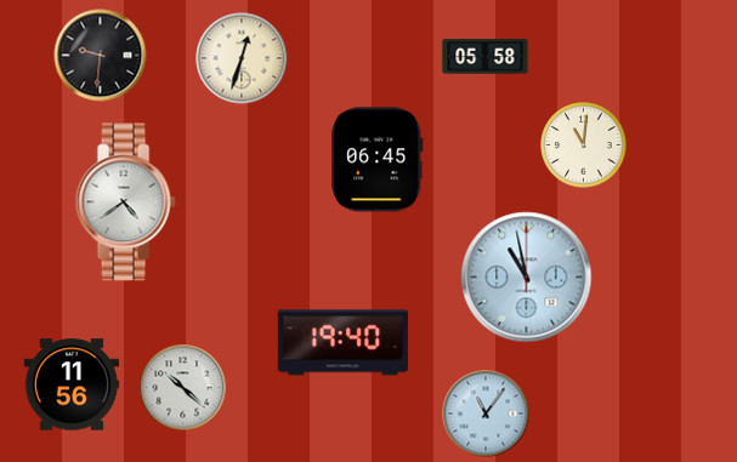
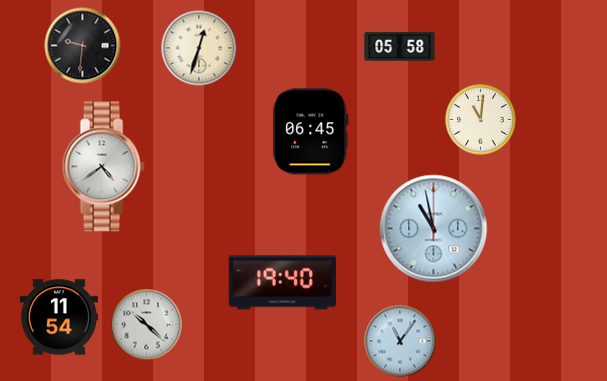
clock at (70, 384): 11:56 -> 11:54
clock at (183, 388) position: (183, 388) -> (147, 325)
